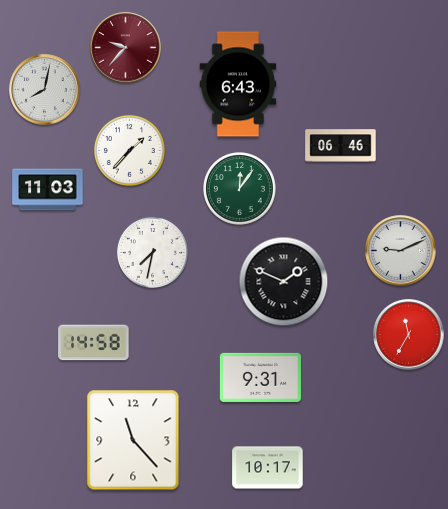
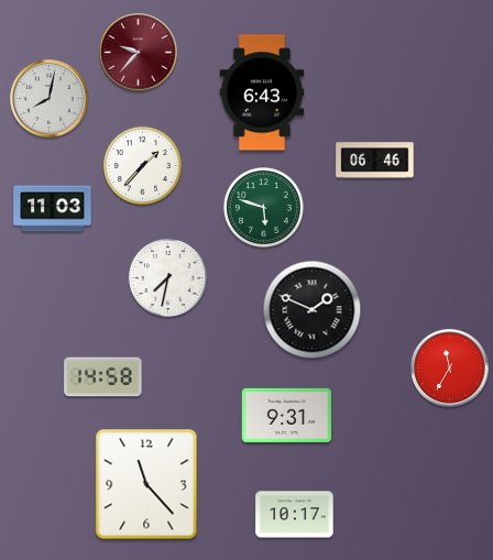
clock at (240, 189): 12:06 -> 5:48
clock at (401, 251): 9:11 -> none
